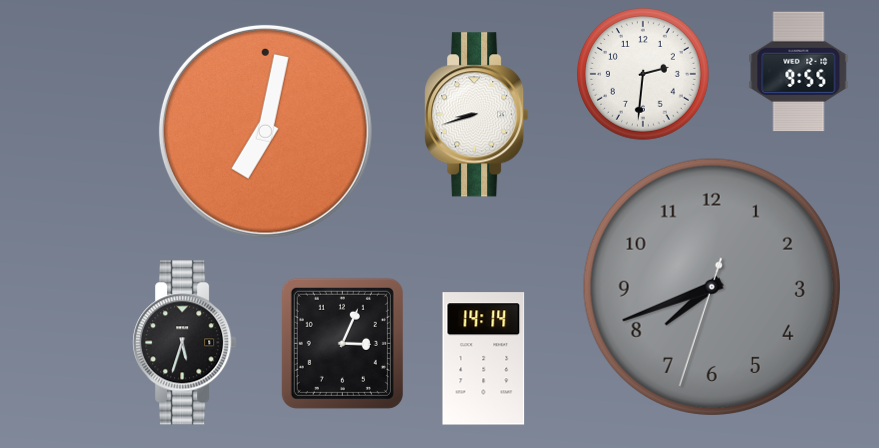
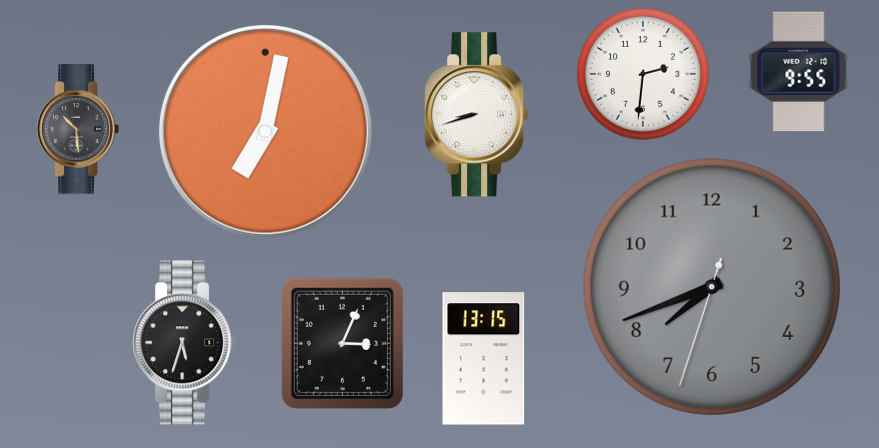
clock at (78, 129): none -> 10:29
clock at (484, 359): 14:14 -> 13:15
